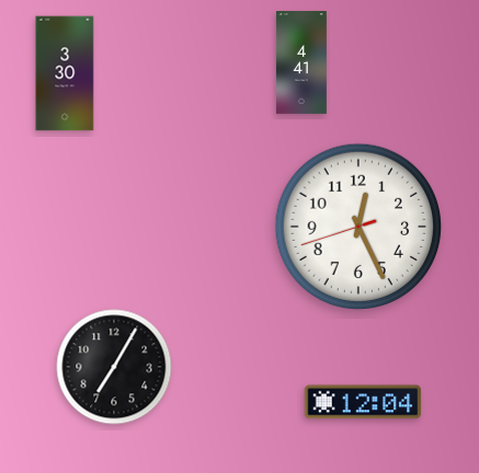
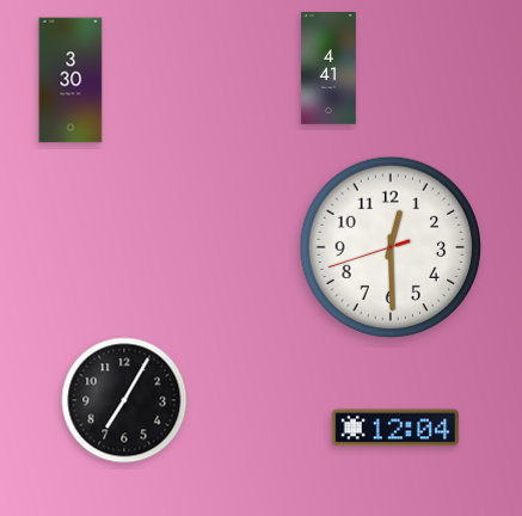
clock at (358, 227): 12:25 -> 12:29
clock at (363, 402) position: (363, 402) -> (395, 428)
